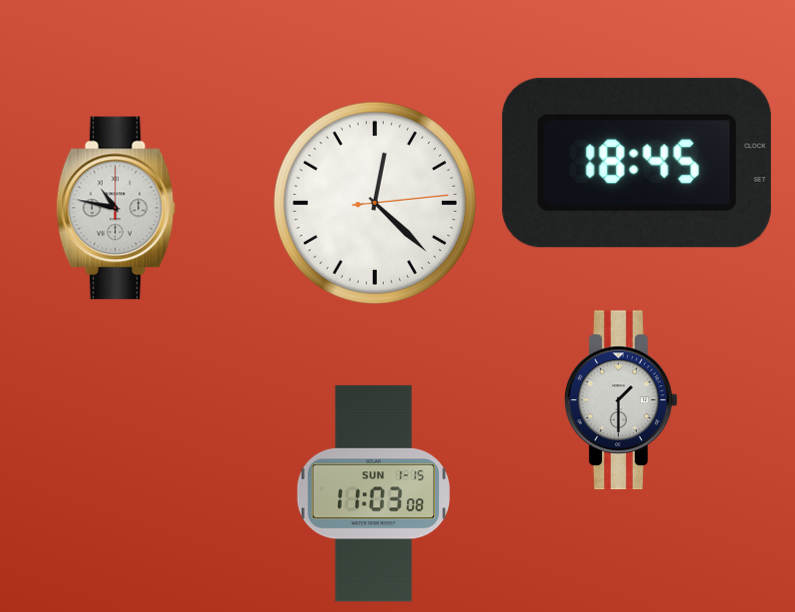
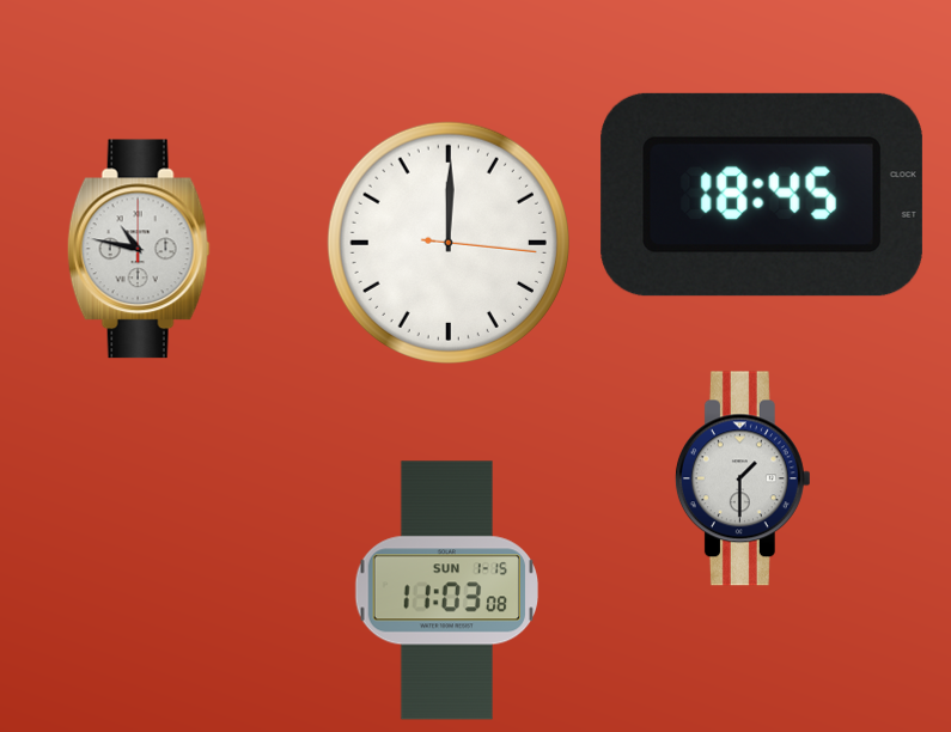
clock at (375, 203): 12:22 -> 12:00
